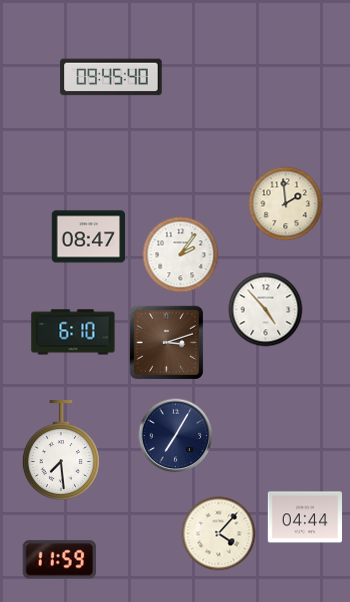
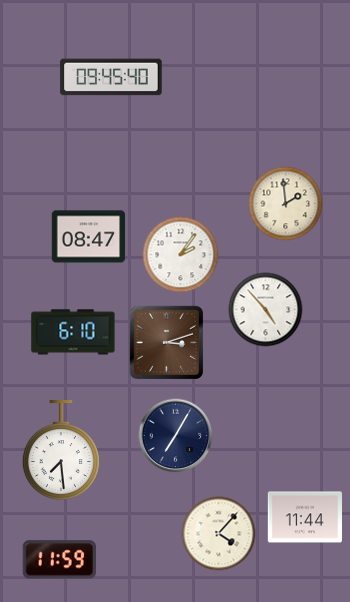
clock at (304, 517): 04:44 -> 11:44
